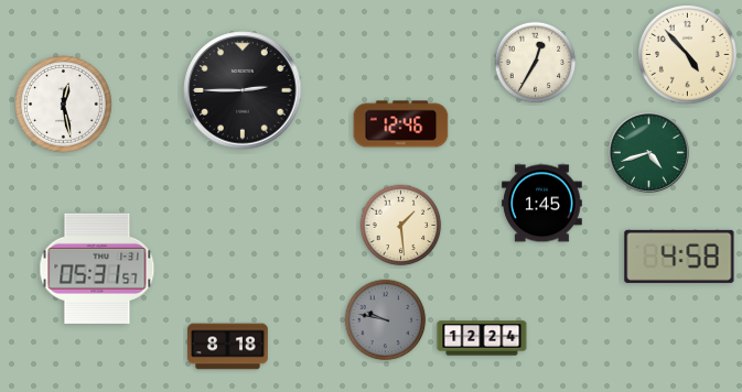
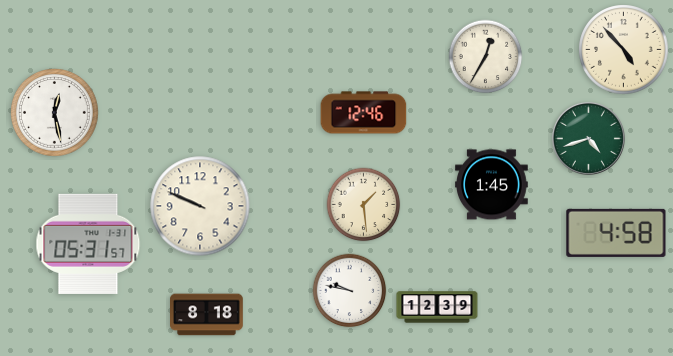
clock at (243, 90): 2:45 -> none
clock at (64, 105) position: (64, 105) -> (55, 113)
clock at (200, 206): none -> 9:49
clock at (386, 320) dial: grey -> white
clock at (482, 338): 12:24 -> 12:39
